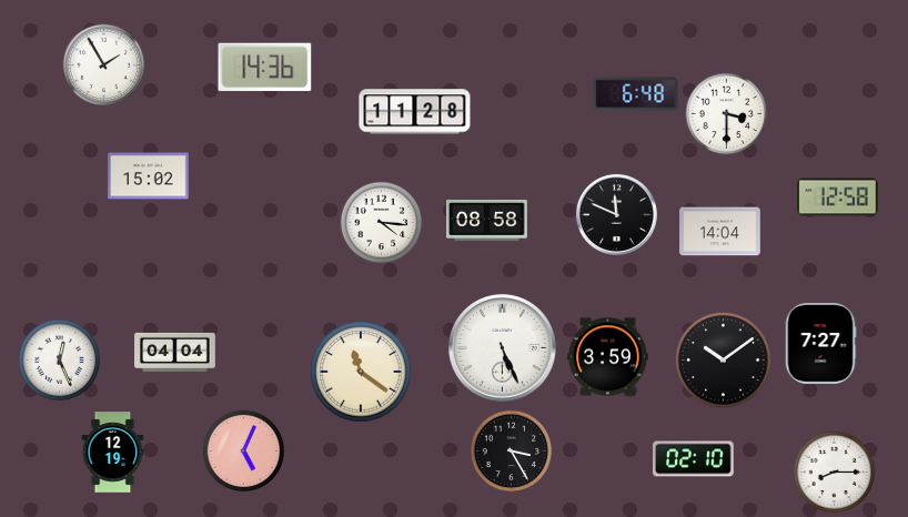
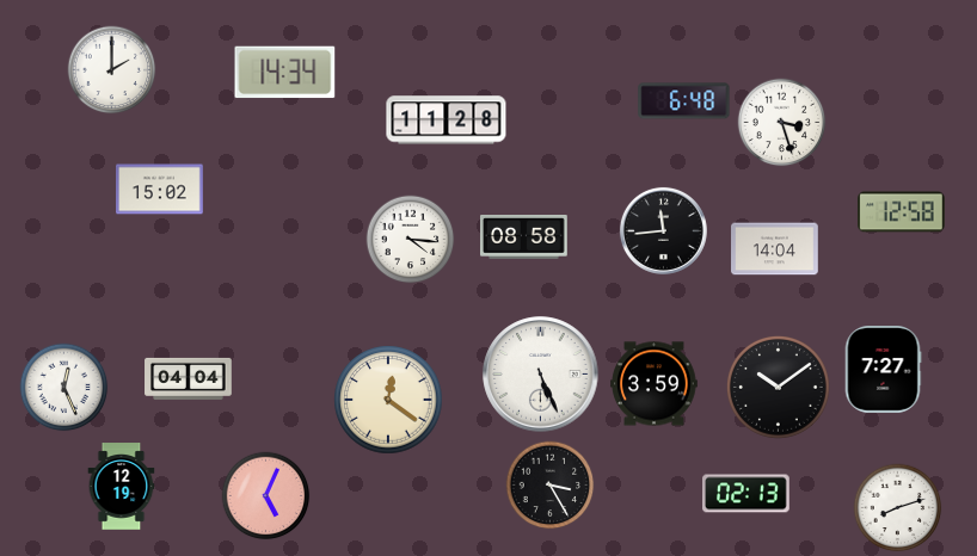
clock at (104, 65): 1:55 -> 2:00
clock at (265, 68): 14:36 -> 14:34
clock at (727, 114): 3:30 -> 3:27
clock at (616, 214): 11:49 -> 11:44
clock at (361, 372): 11:21 -> 12:21
clock at (244, 452) position: (244, 452) -> (266, 496)
clock at (694, 459): 02:10 -> 02:13
clock at (835, 473): 8:15 -> 8:12
